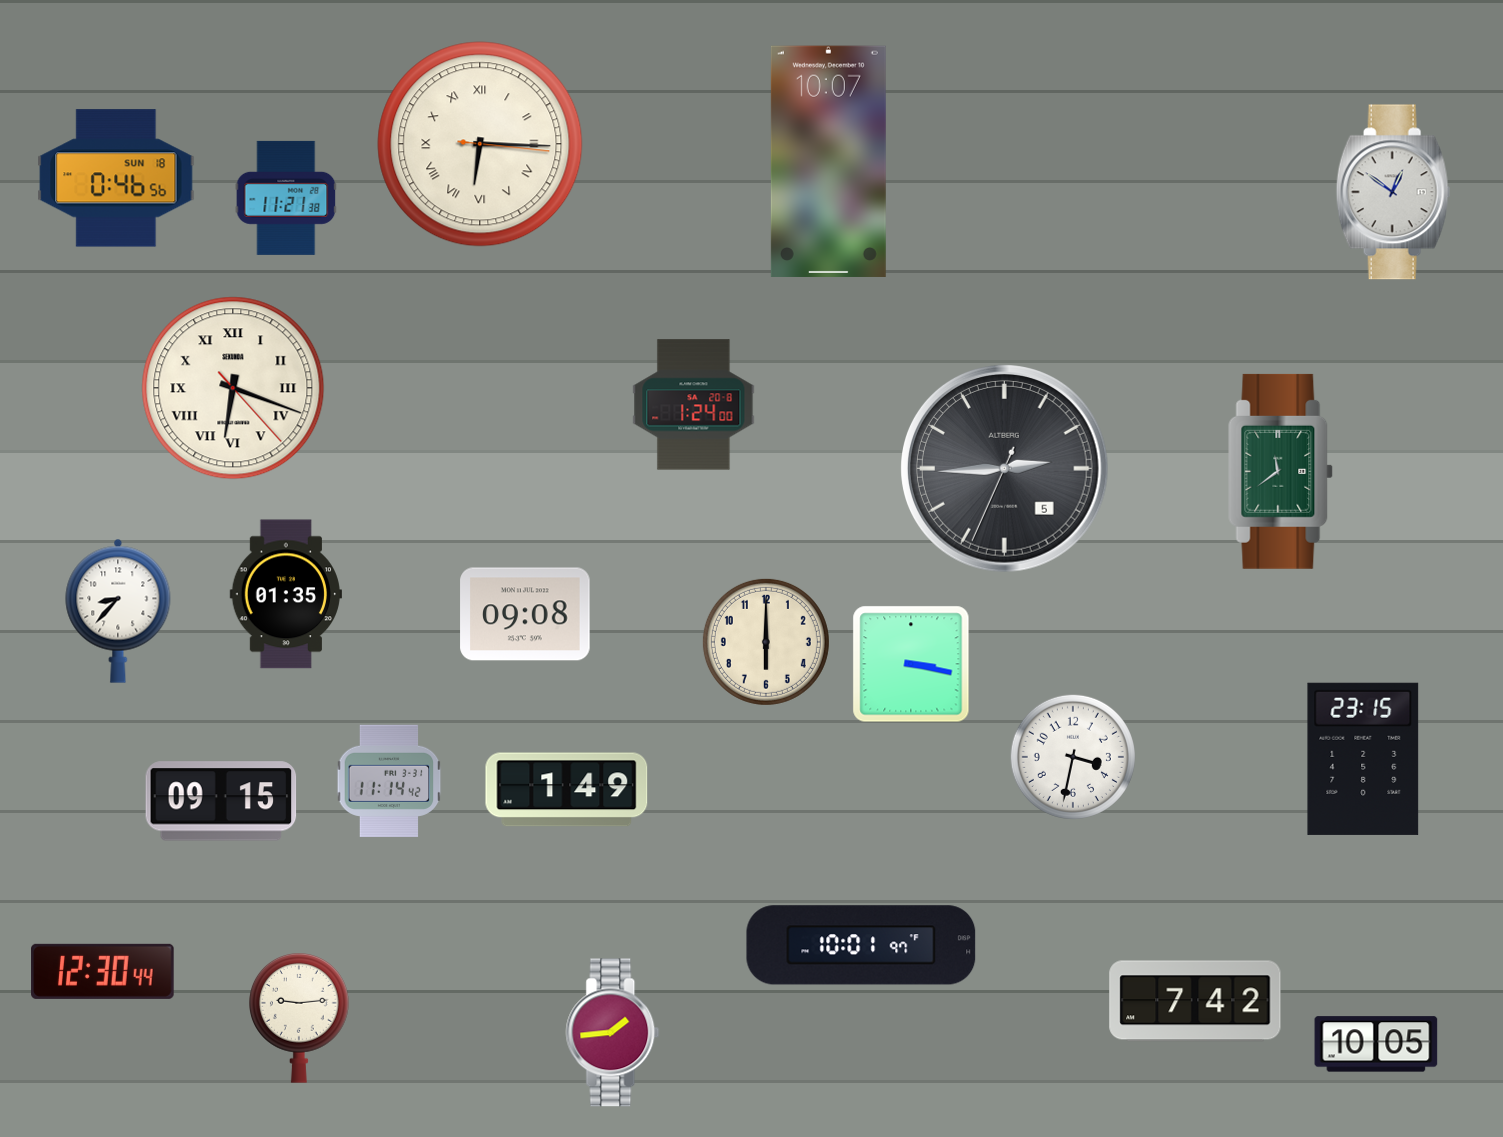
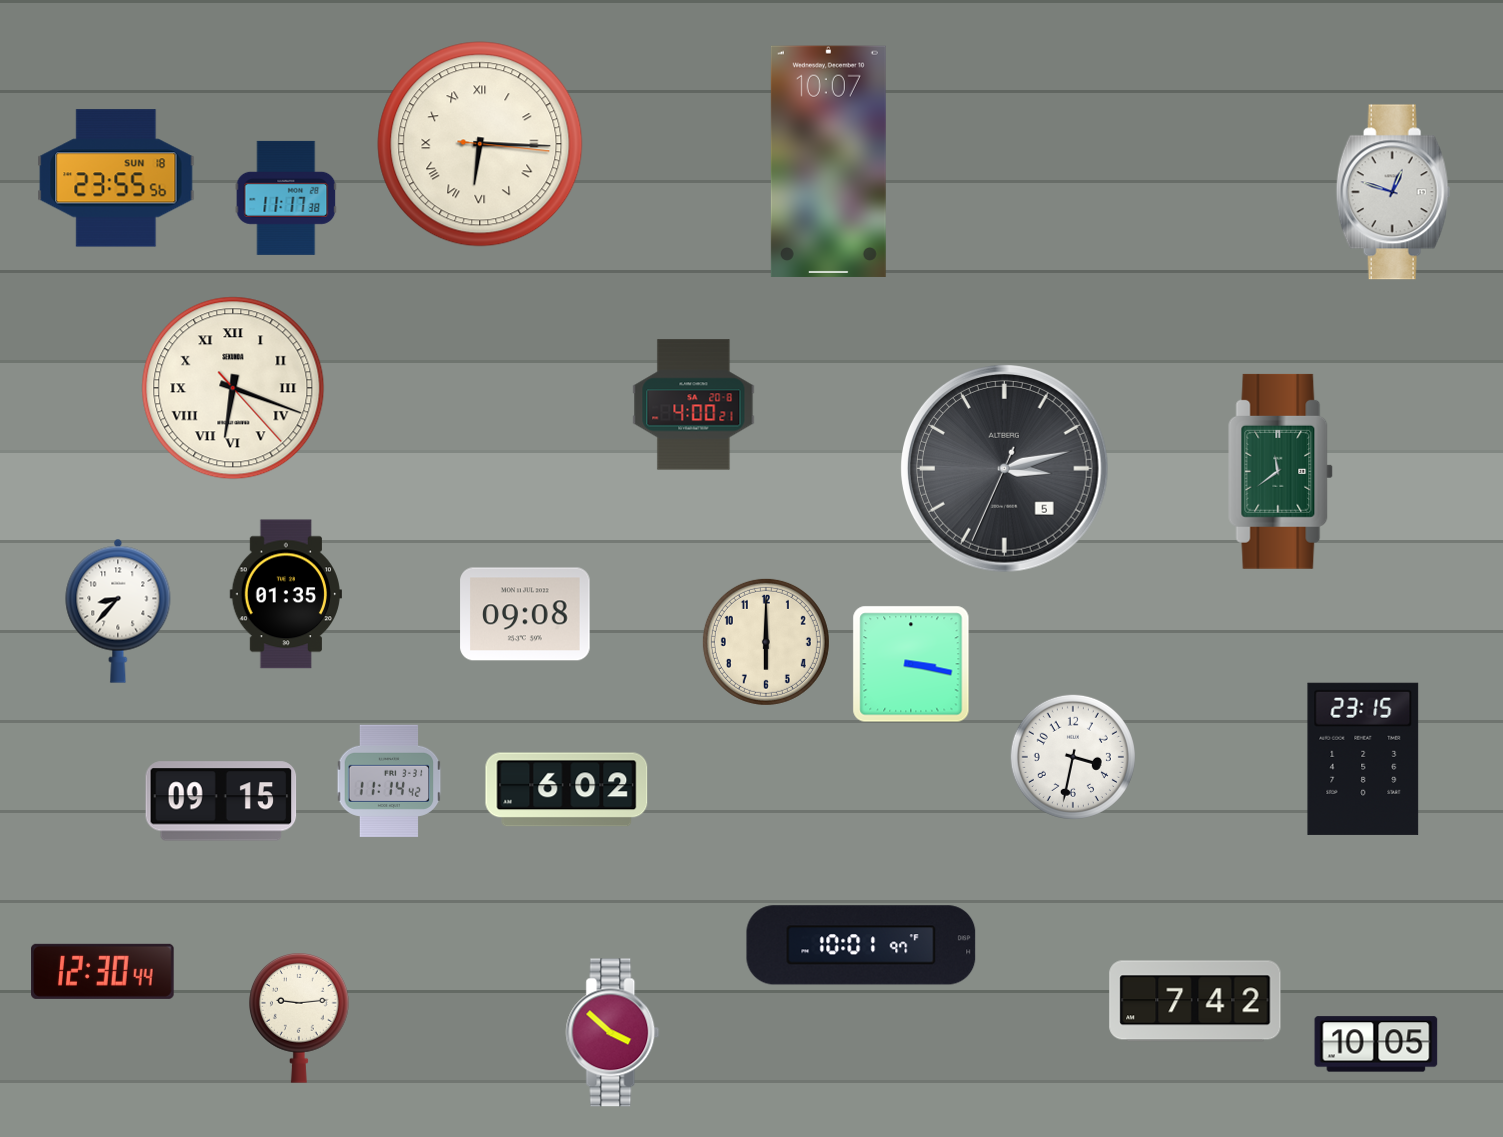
clock at (116, 178): 0:46 -> 23:55
clock at (1393, 192): 12:51 -> 12:48
clock at (286, 198): 11:21 -> 11:17
clock at (694, 405): 1:24 -> 4:00
clock at (1005, 469): 2:44 -> 3:12
clock at (567, 790): 1:49 -> 6:02
clock at (613, 1033): 1:44 -> 3:52
